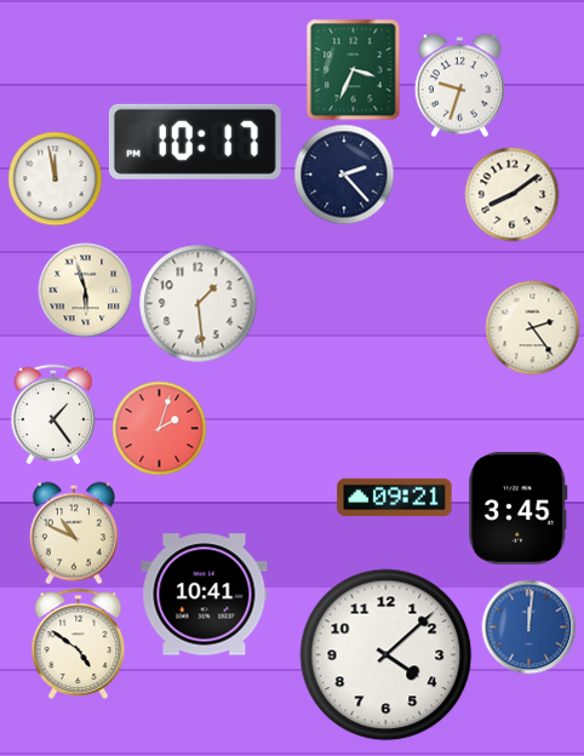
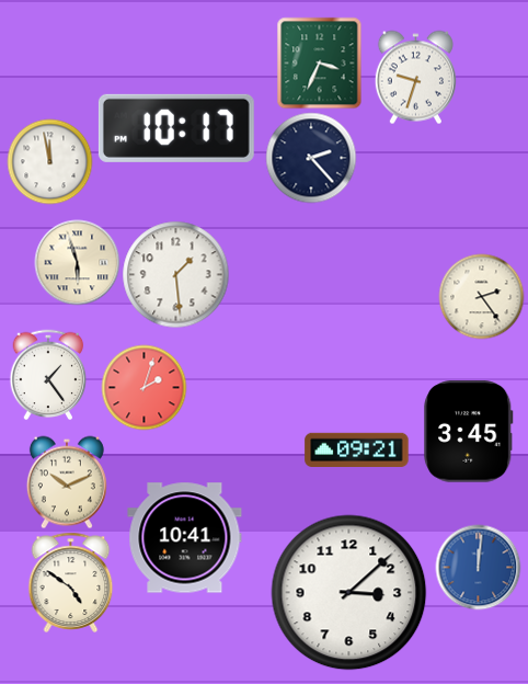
clock at (511, 194): 8:09 -> none
clock at (197, 303) position: (197, 303) -> (175, 274)
clock at (519, 509) position: (519, 509) -> (469, 432)
clock at (74, 533): 10:49 -> 10:11
clock at (387, 655): 4:08 -> 3:08
